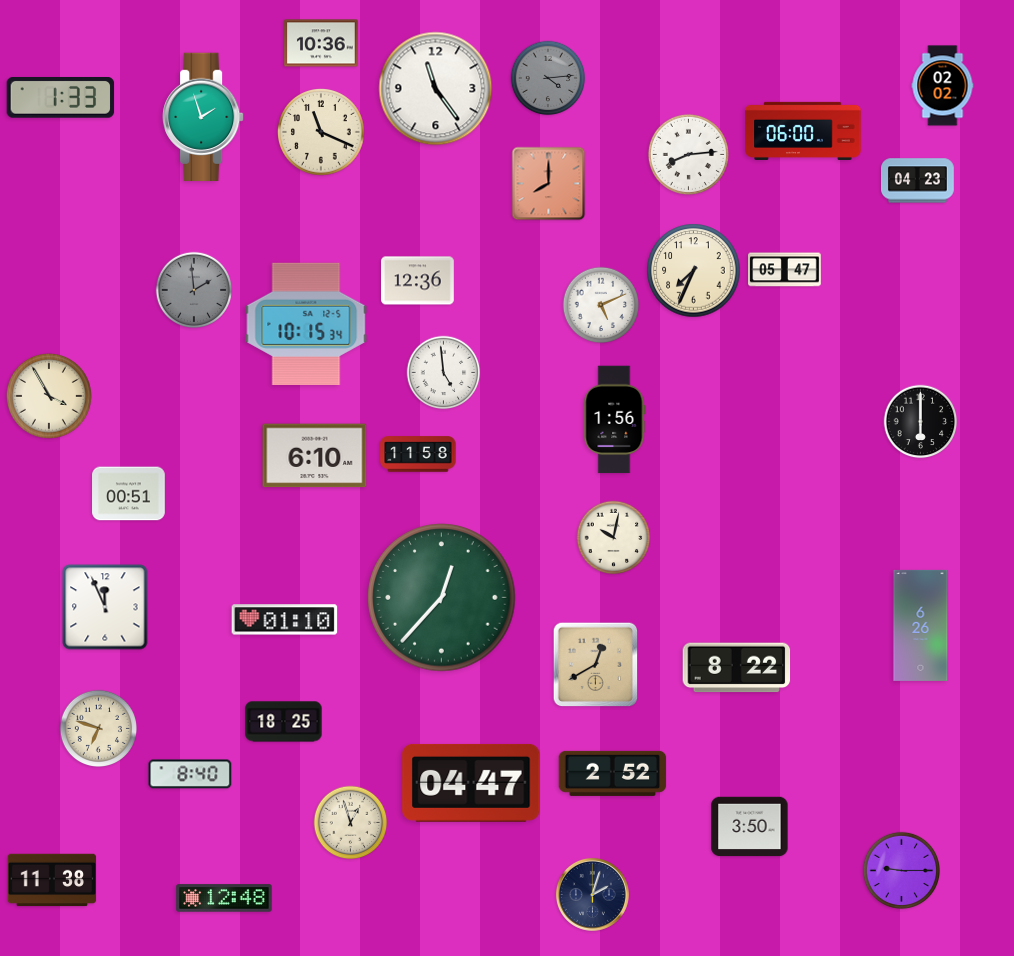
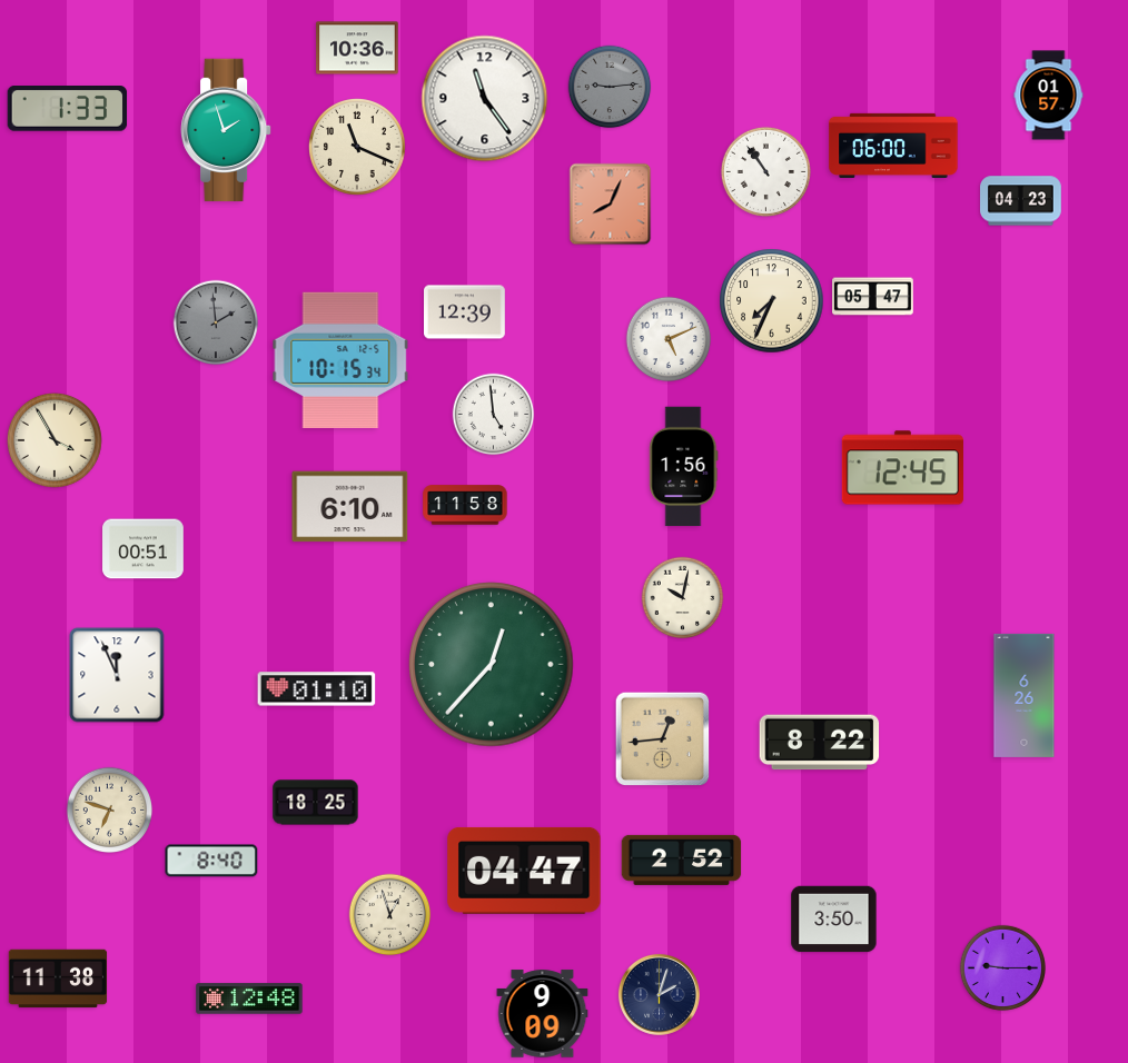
clock at (548, 78): 4:14 -> 9:14
clock at (943, 86): 02:02 -> 01:57
clock at (688, 154): 8:14 -> 10:54
clock at (549, 184): 8:00 -> 8:04
clock at (785, 270) position: (785, 270) -> (873, 297)
clock at (418, 281): 12:36 -> 12:39
clock at (902, 468): none -> 12:45
clock at (921, 422): 6:00 -> none
clock at (596, 665): 12:40 -> 12:44
clock at (543, 1014): none -> 9:09
